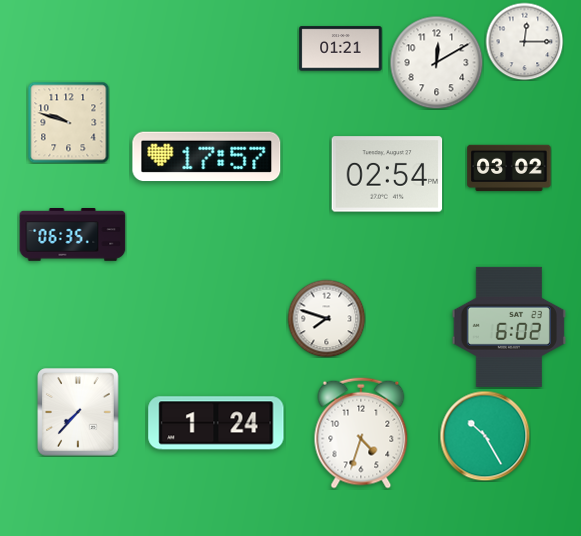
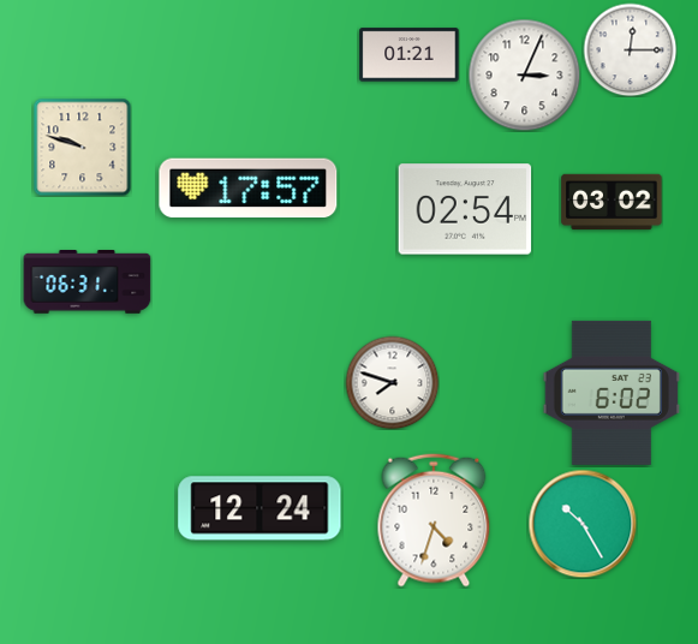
clock at (341, 49) position: (341, 49) -> (410, 55)
clock at (436, 62): 12:10 -> 3:04
clock at (73, 235): 06:35 -> 06:31
clock at (78, 412): 7:37 -> none
clock at (216, 423): 1:24 -> 12:24
